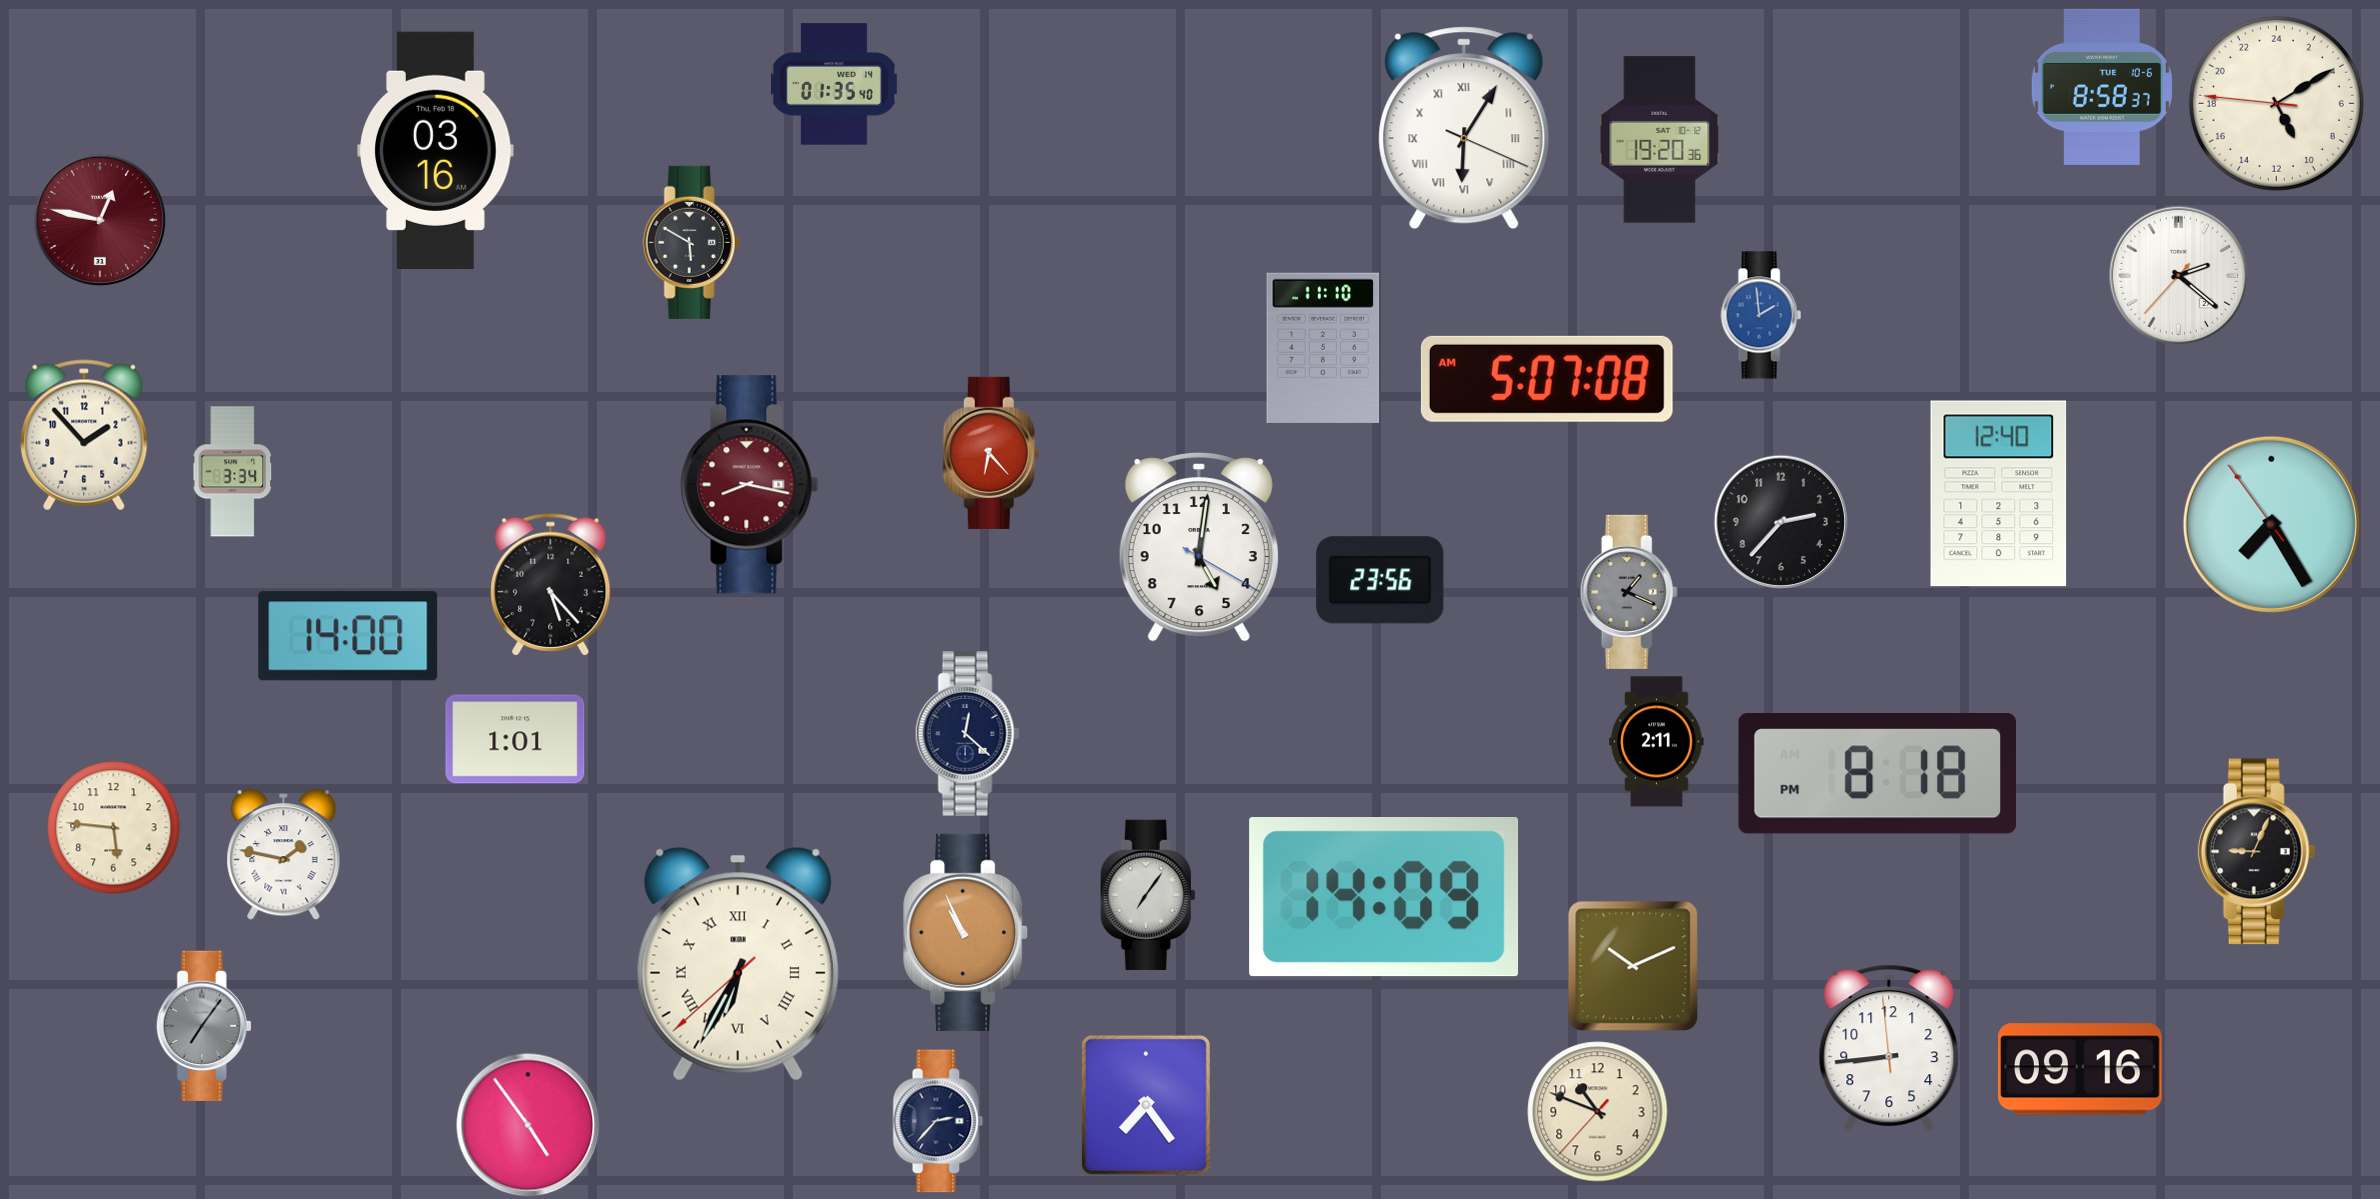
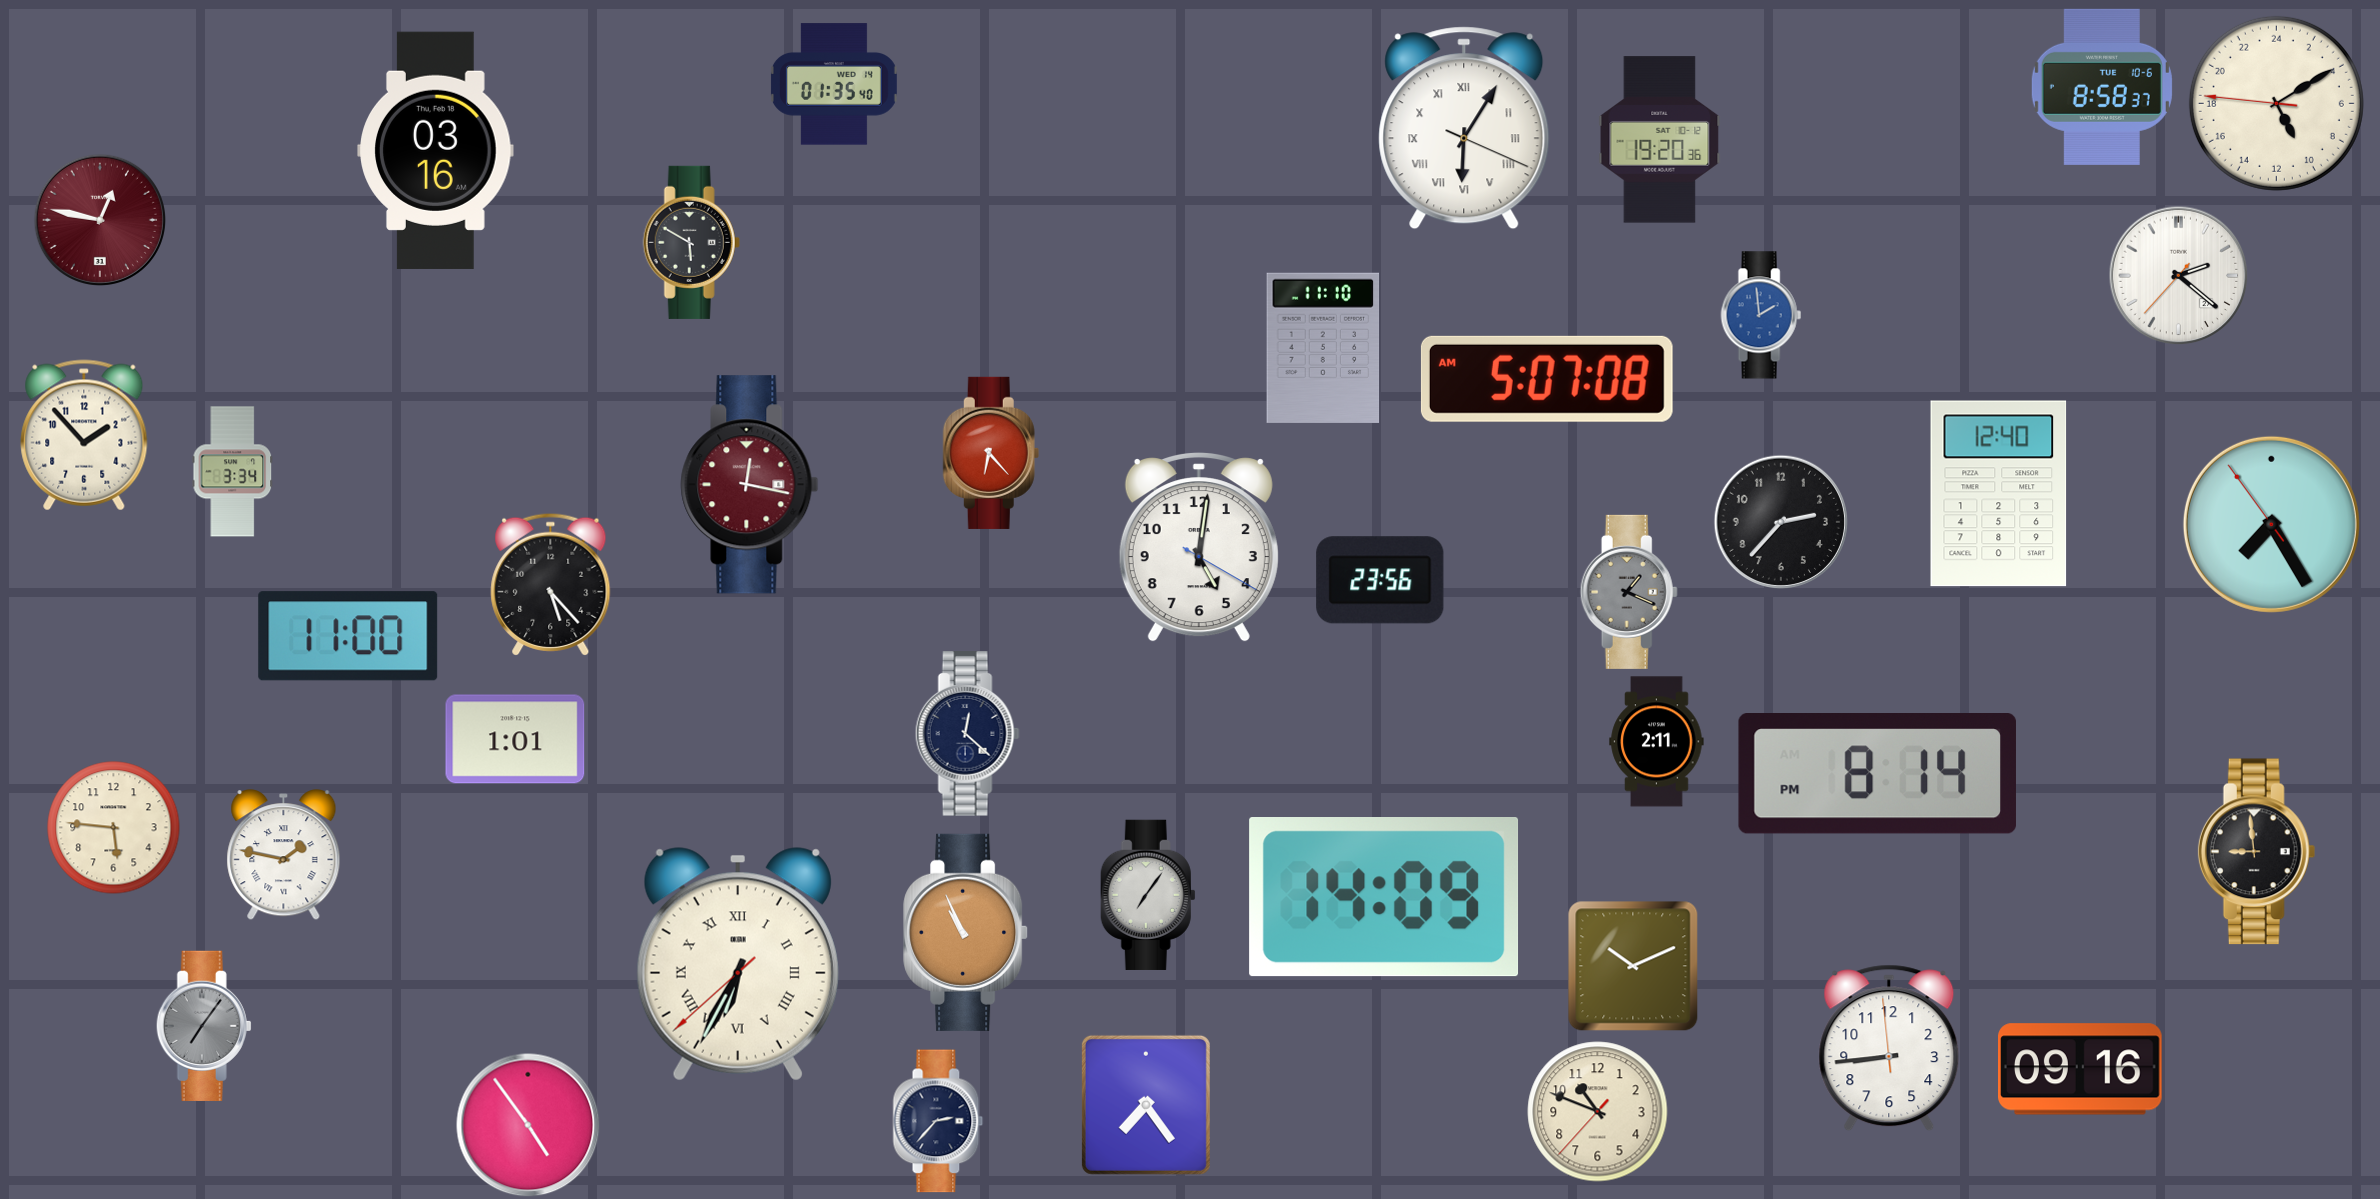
clock at (750, 485): 8:17 -> 12:17
clock at (348, 636): 14:00 -> 11:00
clock at (1877, 774): 8:18 -> 8:14
clock at (2257, 852): 9:04 -> 8:59
